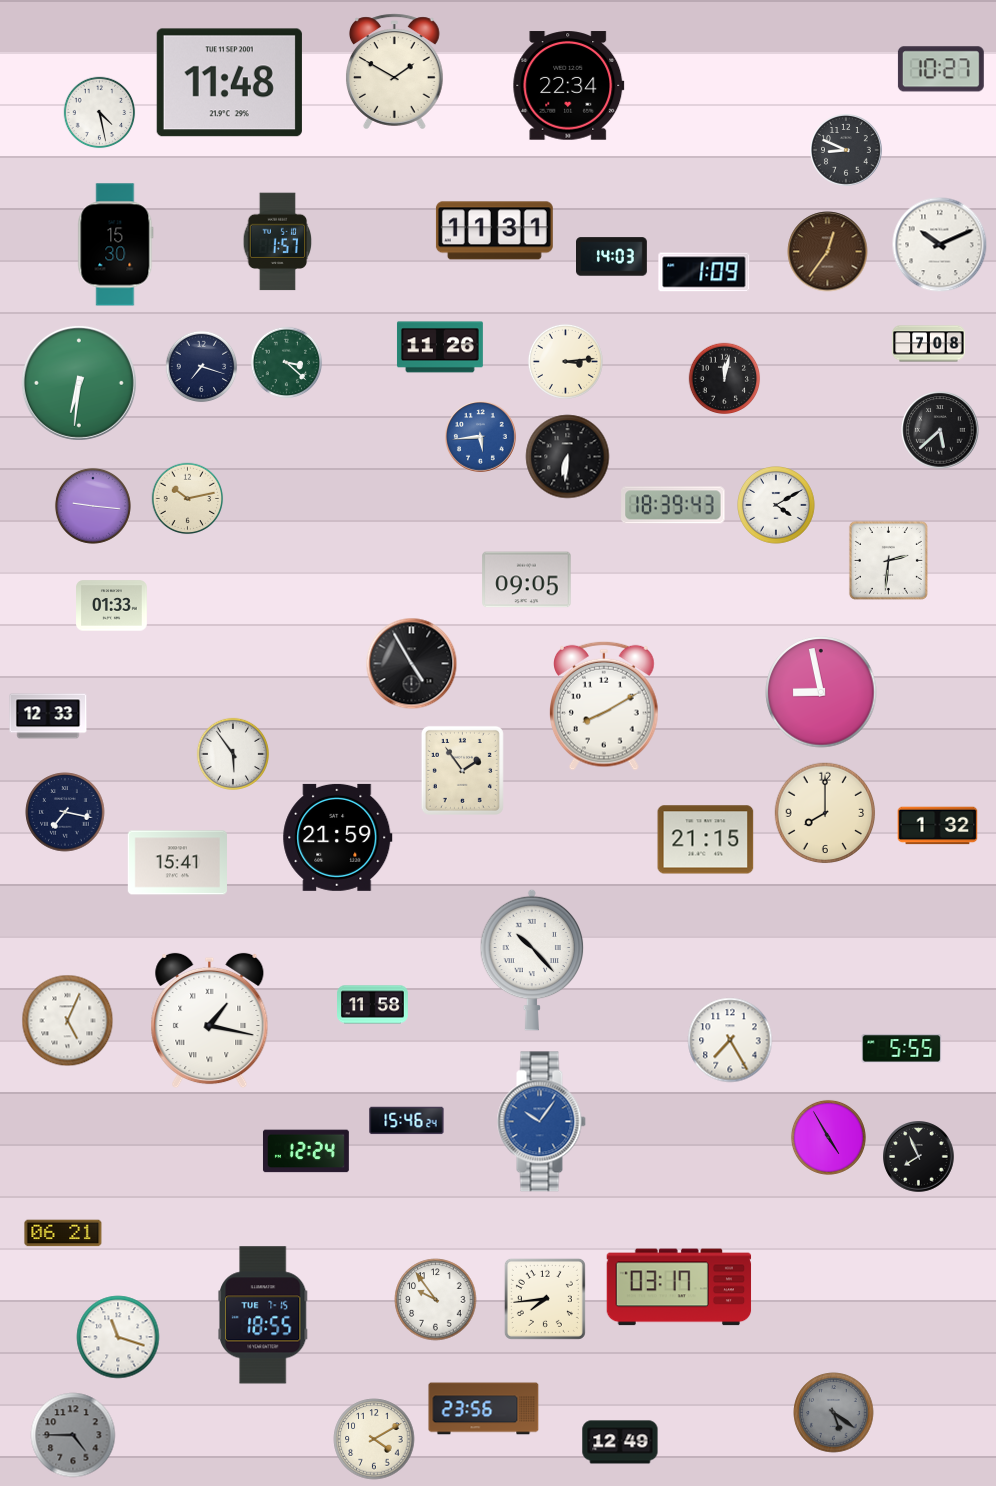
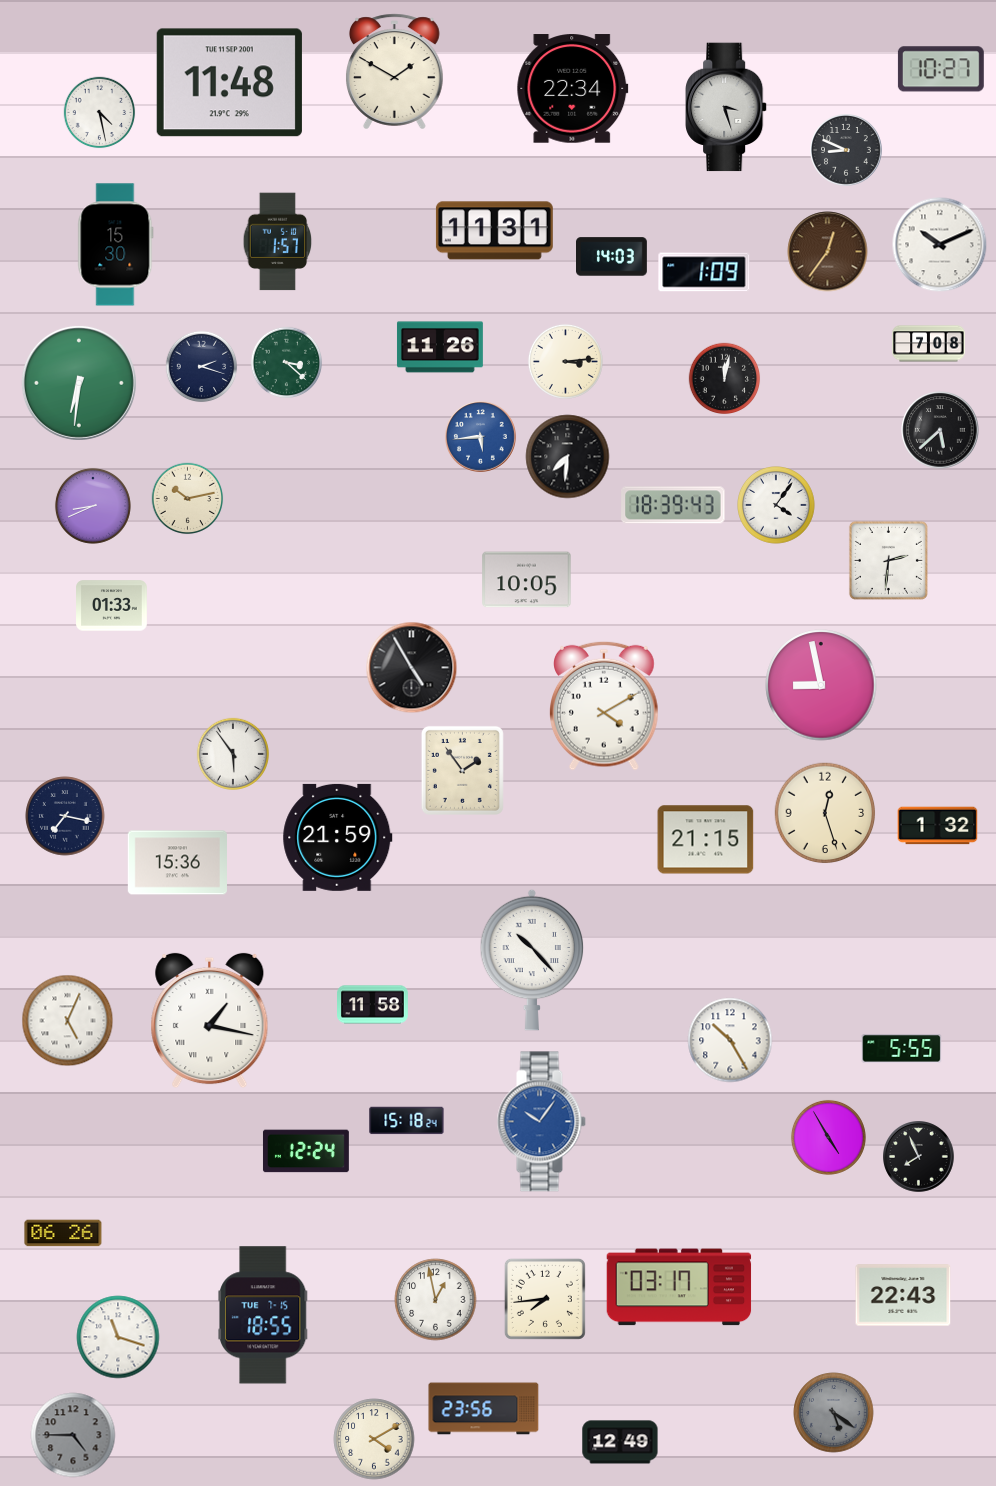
clock at (569, 86) position: (569, 86) -> (573, 89)
clock at (727, 107): none -> 3:27
clock at (202, 367): 7:18 -> 2:18
clock at (568, 457): 6:31 -> 7:31
clock at (93, 506): 9:16 -> 8:41
clock at (777, 506): 4:10 -> 4:06
clock at (527, 580): 09:05 -> 10:05
clock at (412, 664) position: (412, 664) -> (412, 668)
clock at (821, 692) position: (821, 692) -> (821, 685)
clock at (605, 706): 8:10 -> 4:10
clock at (48, 716): 12:33 -> none
clock at (65, 812) position: (65, 812) -> (65, 816)
clock at (825, 813): 8:00 -> 12:27
clock at (177, 863): 15:41 -> 15:36
clock at (730, 1040): 7:25 -> 10:25
clock at (407, 1121): 15:46 -> 15:18
clock at (63, 1233): 06:21 -> 06:26
clock at (903, 1295): none -> 22:43
clock at (436, 1300): 9:54 -> 12:58
